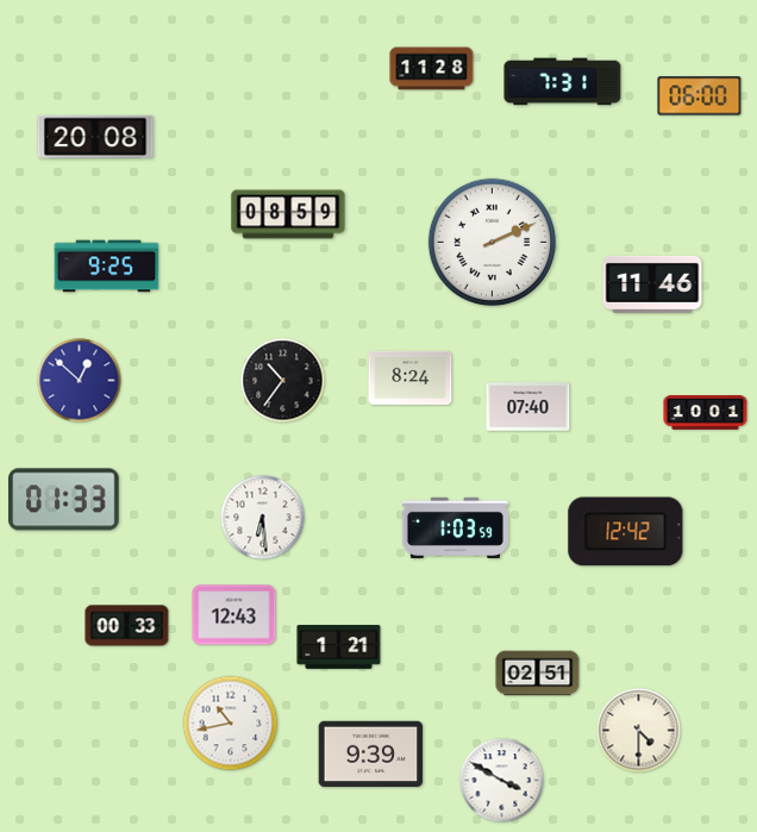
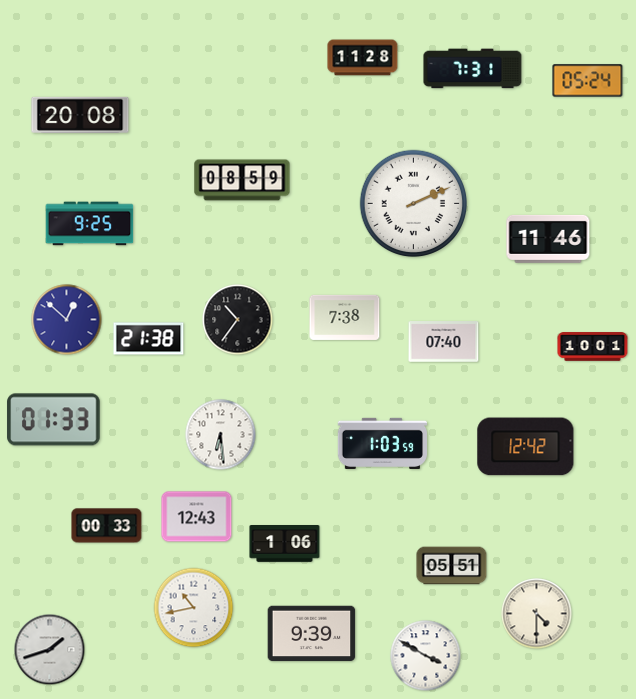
clock at (700, 96): 06:00 -> 05:24
clock at (411, 377): 8:24 -> 7:38
clock at (149, 339): none -> 21:38
clock at (339, 648): 1:21 -> 1:06
clock at (538, 674): 02:51 -> 05:51
clock at (50, 650): none -> 1:42
clock at (502, 781) position: (502, 781) -> (426, 656)
